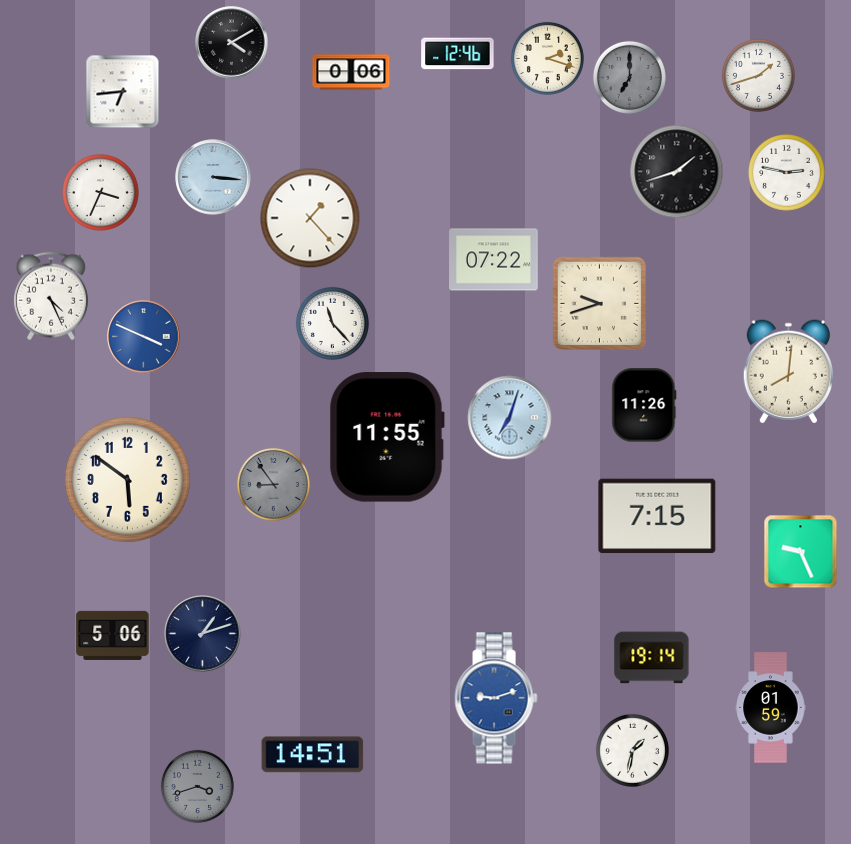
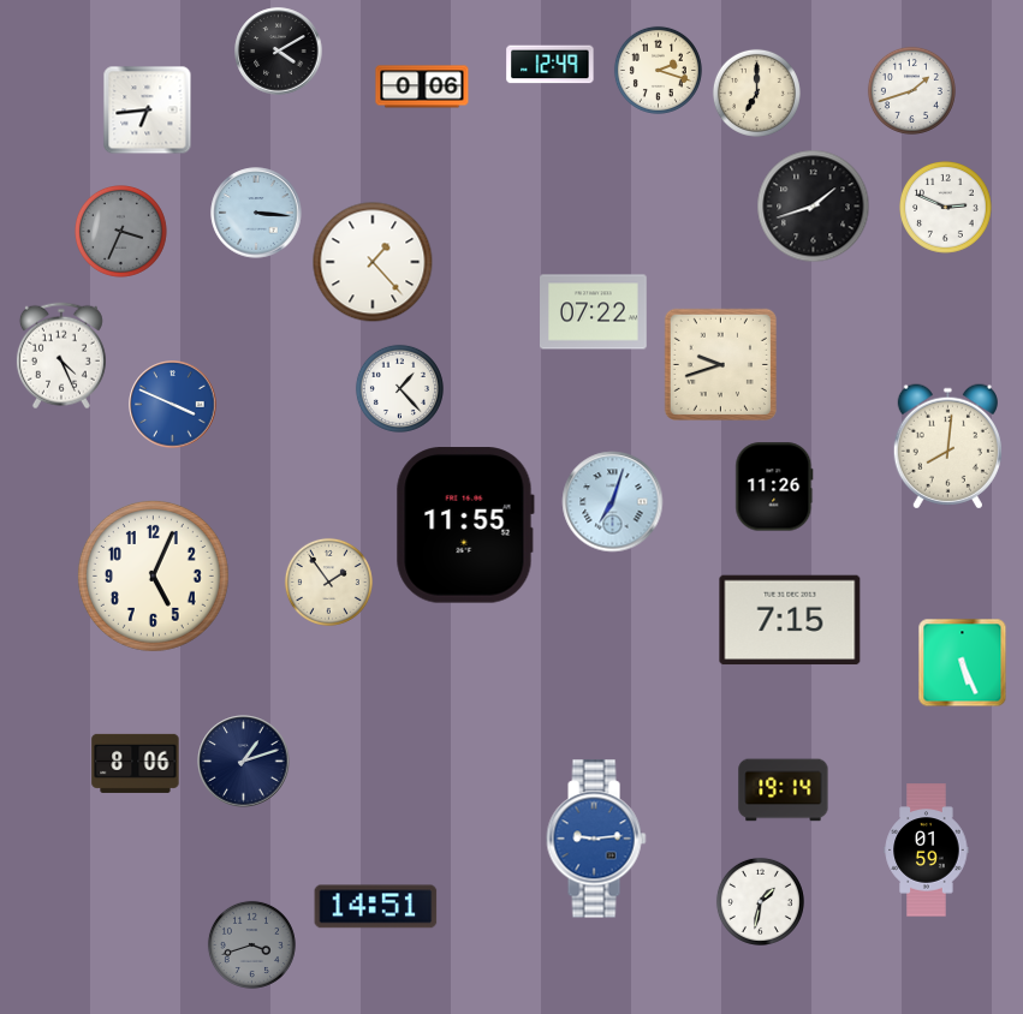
clock at (458, 54): 12:46 -> 12:49
clock at (629, 77) dial: grey -> cream
clock at (787, 173): 2:47 -> 2:49
clock at (101, 193) dial: white -> grey
clock at (332, 323): 11:23 -> 1:23
clock at (127, 479): 5:51 -> 5:04
clock at (273, 484): 8:54 -> 1:54
clock at (273, 484) dial: grey -> cream
clock at (801, 552): 9:26 -> 5:26
clock at (113, 635): 5:06 -> 8:06
clock at (496, 698): 9:12 -> 9:14
clock at (197, 786) position: (197, 786) -> (251, 944)
